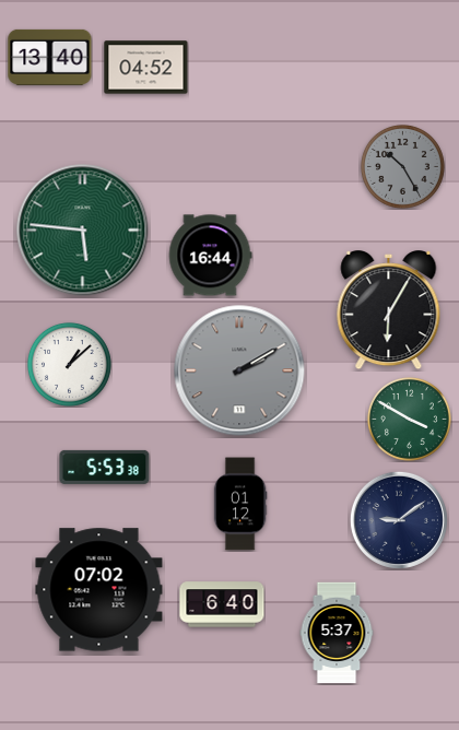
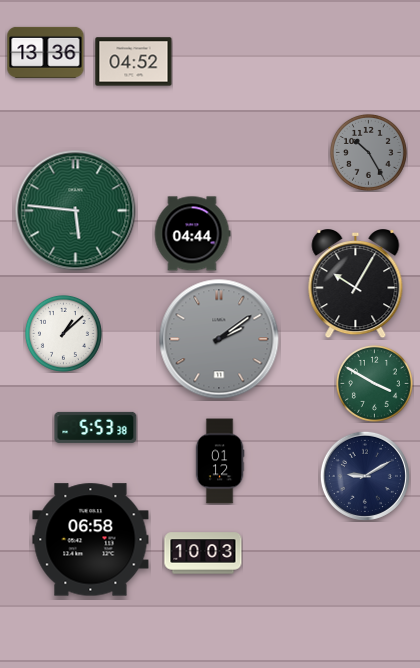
clock at (50, 57): 13:40 -> 13:36
clock at (210, 256): 16:44 -> 04:44
clock at (389, 311): 6:05 -> 10:05
clock at (239, 370): 2:10 -> 2:09
clock at (399, 520): 9:09 -> 9:10
clock at (99, 590): 07:02 -> 06:58
clock at (222, 604): 6:40 -> 10:03
clock at (337, 633): 5:37 -> none
